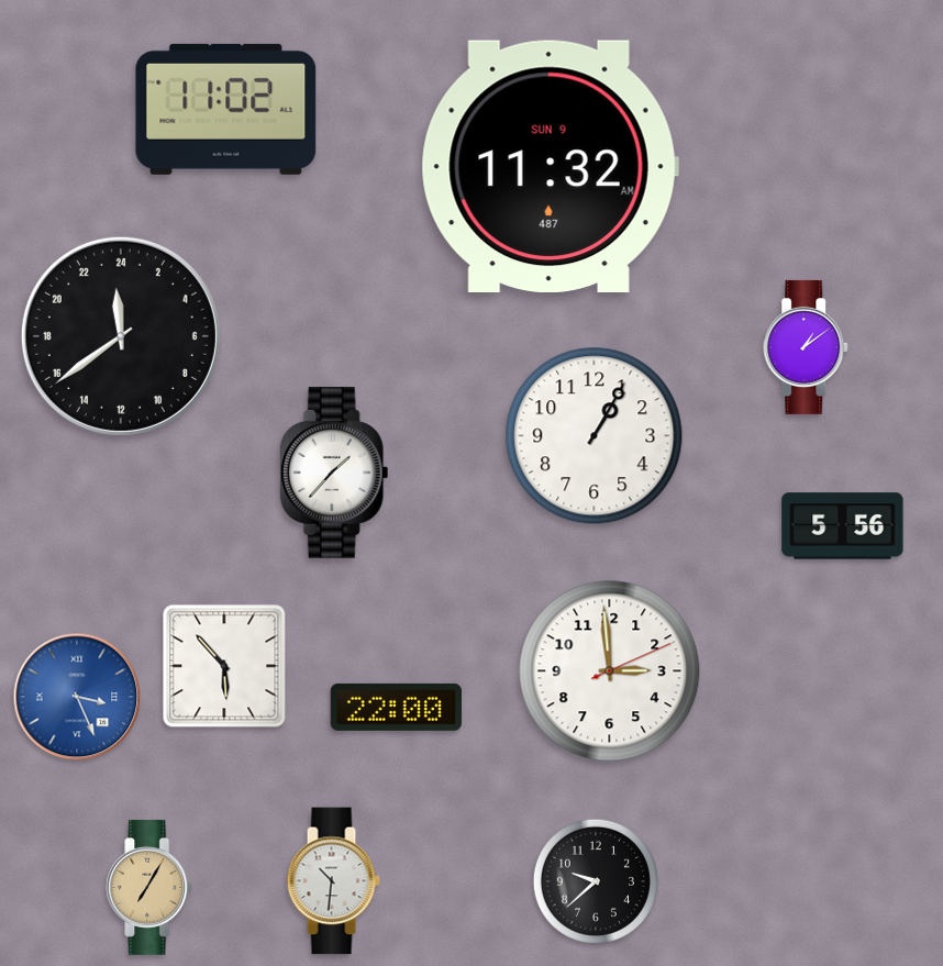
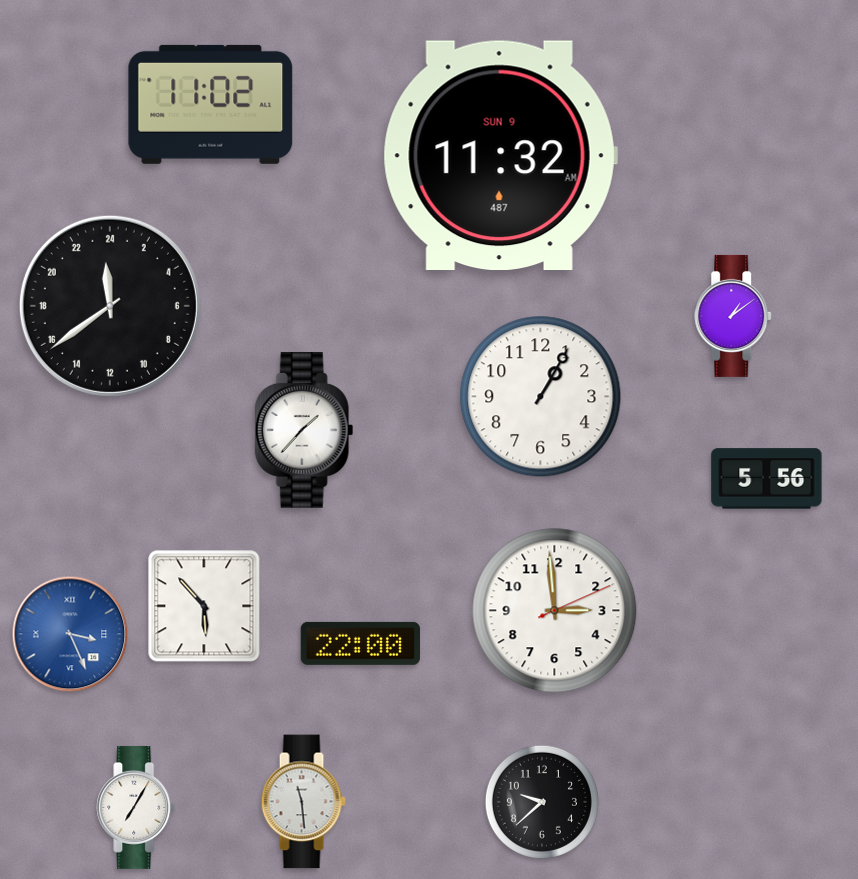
clock at (226, 109) position: (226, 109) -> (211, 104)
clock at (550, 166) position: (550, 166) -> (500, 155)
clock at (333, 881): 10:31 -> 11:29
clock at (149, 887) dial: champagne -> white
